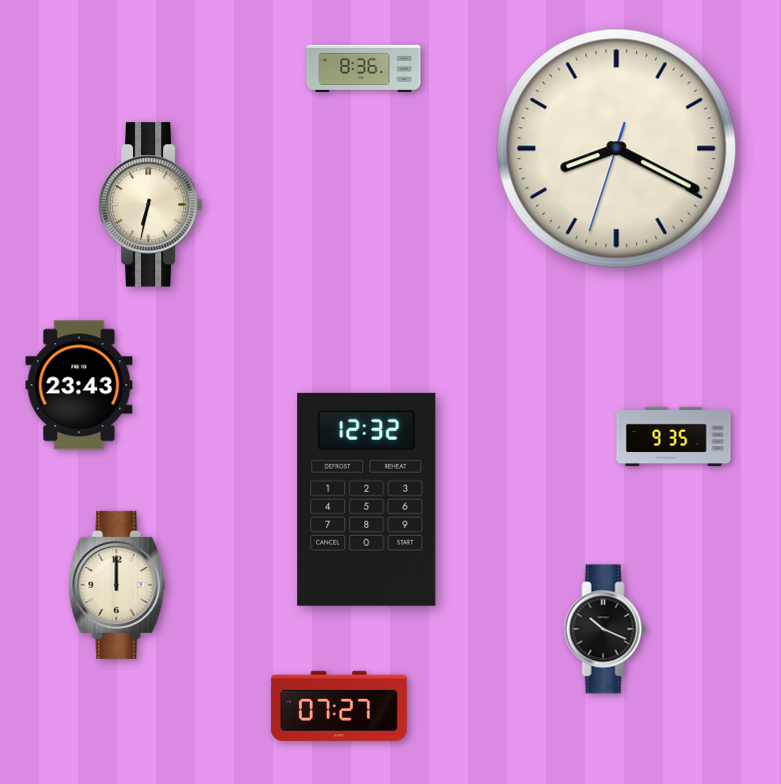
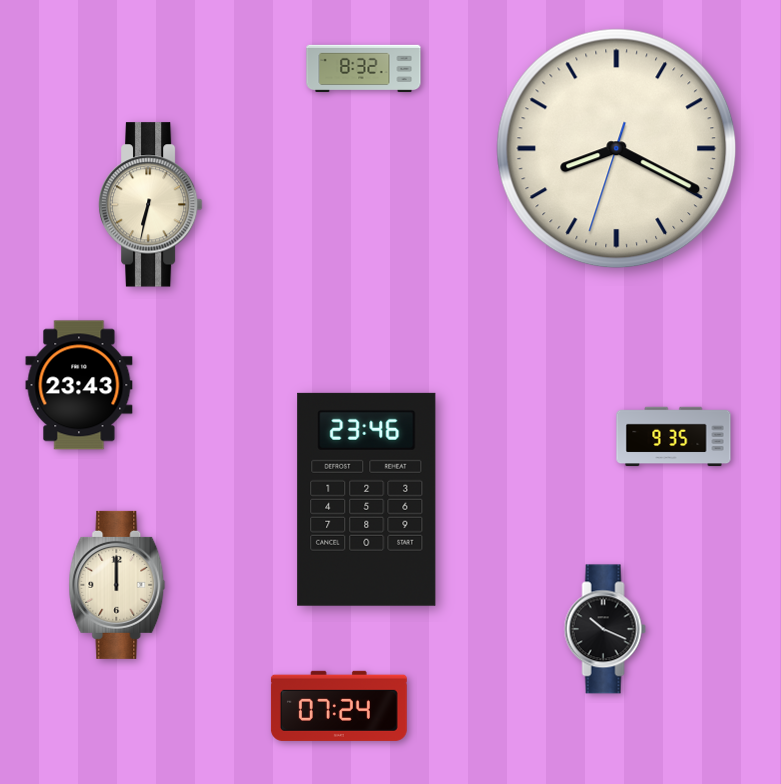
clock at (364, 69): 8:36 -> 8:32
clock at (367, 499): 12:32 -> 23:46
clock at (339, 706): 07:27 -> 07:24
